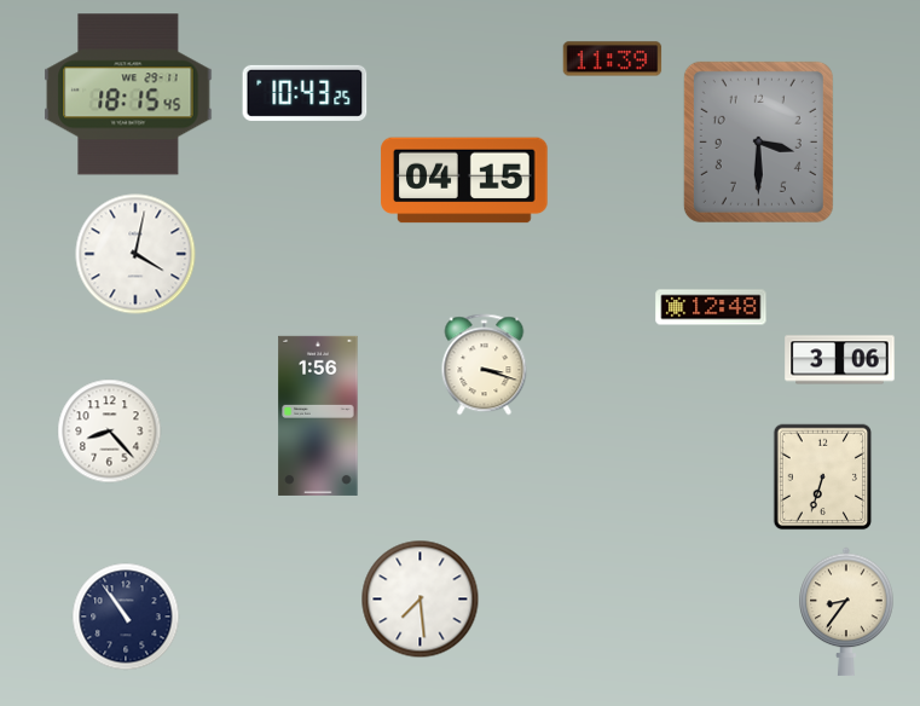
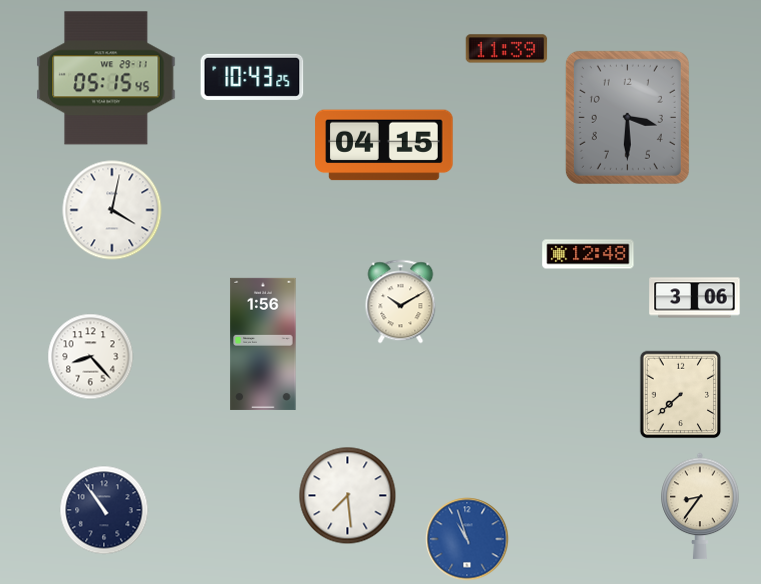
clock at (128, 94): 18:15 -> 05:15
clock at (464, 180) position: (464, 180) -> (384, 145)
clock at (485, 365): 3:18 -> 10:10
clock at (823, 478): 6:33 -> 7:38
clock at (467, 539): none -> 10:57
